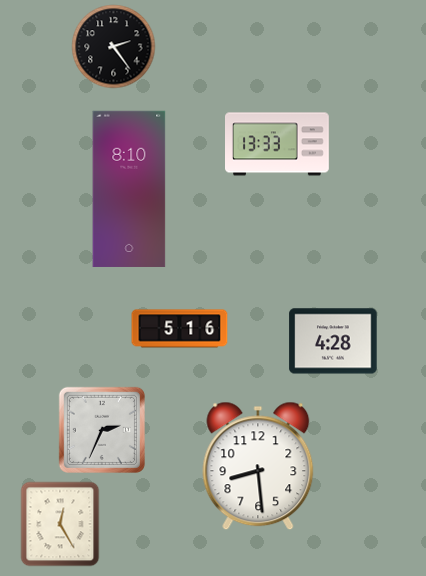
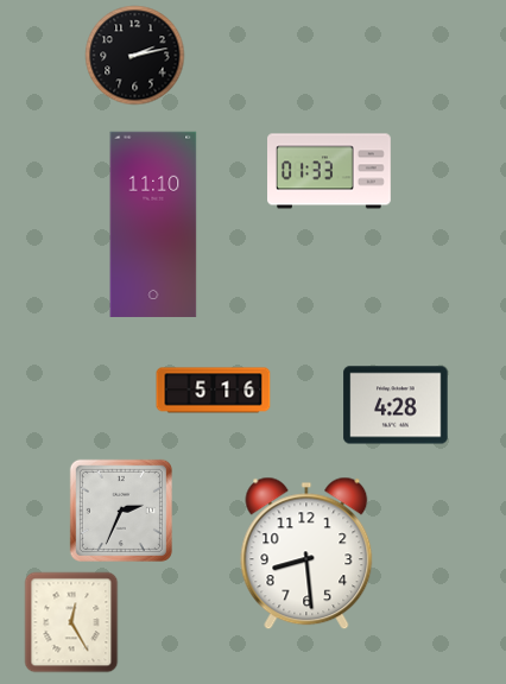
clock at (114, 47): 2:24 -> 2:13
clock at (278, 144): 13:33 -> 01:33
clock at (129, 189): 8:10 -> 11:10
